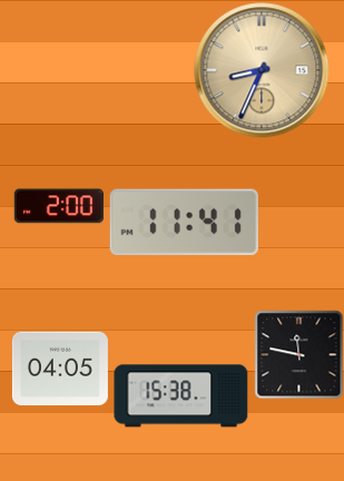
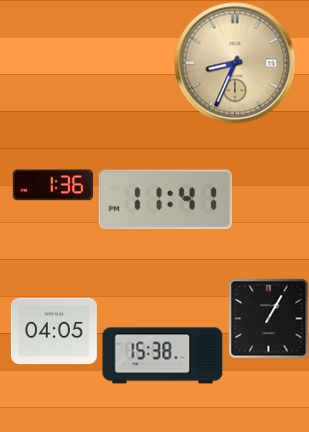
clock at (59, 206): 2:00 -> 1:36
clock at (298, 354): 11:47 -> 1:05
